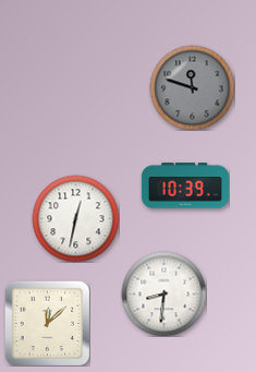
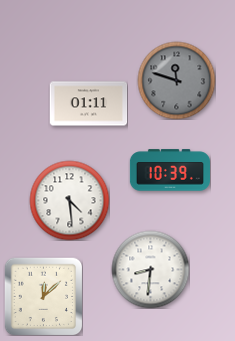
clock at (88, 104): none -> 01:11
clock at (75, 218): 12:32 -> 4:29
